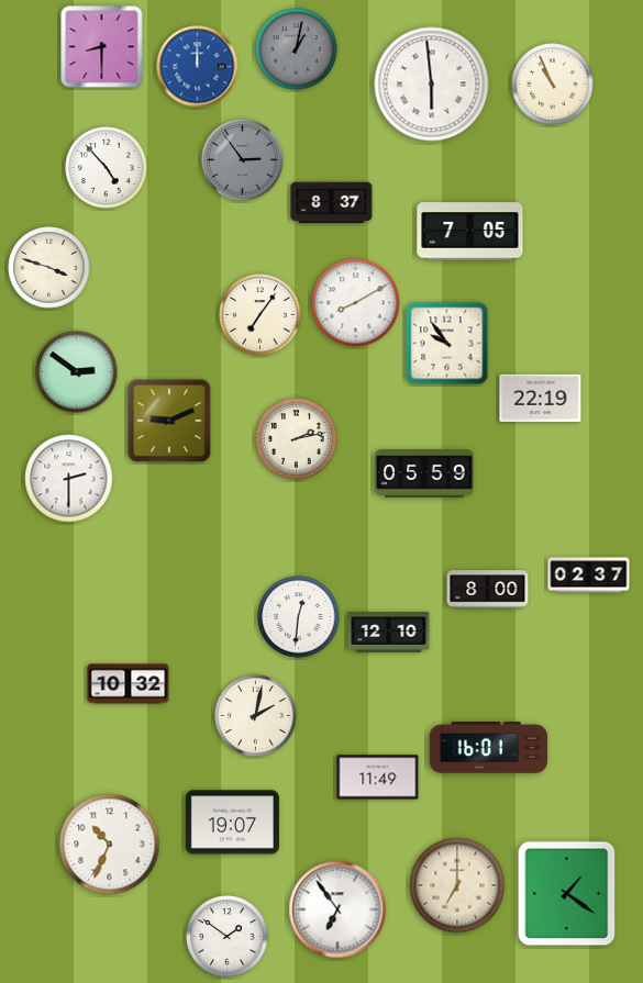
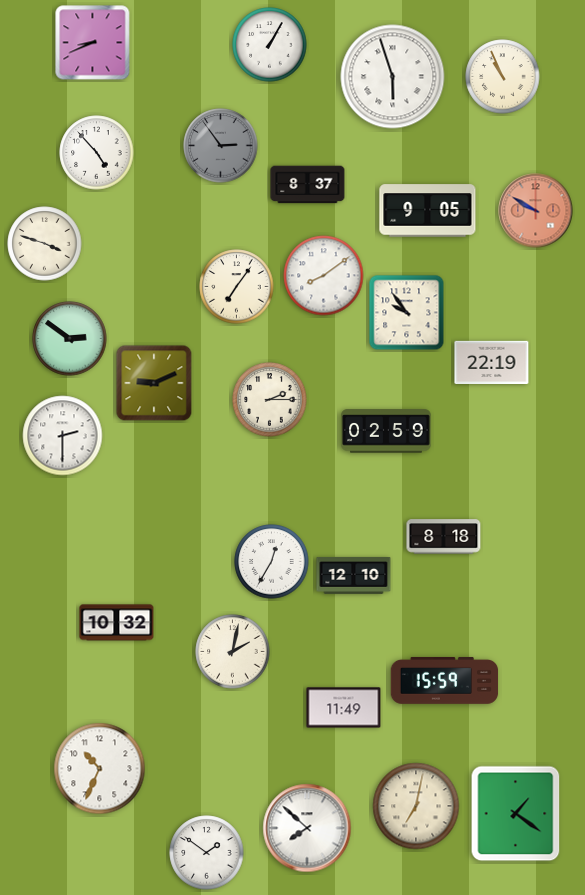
clock at (102, 47): 8:30 -> 8:41
clock at (297, 49): 1:02 -> 1:05
clock at (297, 49) dial: grey -> white
clock at (198, 67): 12:00 -> none
clock at (432, 85): 5:59 -> 5:57
clock at (332, 203) position: (332, 203) -> (308, 185)
clock at (470, 232): 7:05 -> 9:05
clock at (536, 211): none -> 9:50
clock at (356, 303): 8:10 -> 8:09
clock at (297, 439): 2:13 -> 2:15
clock at (424, 473): 05:59 -> 02:59
clock at (589, 576): 02:37 -> none
clock at (488, 590): 8:00 -> 8:18
clock at (299, 617): 12:31 -> 12:35
clock at (489, 747): 16:01 -> 15:59
clock at (232, 823): 19:07 -> none
clock at (457, 885): 7:00 -> 7:02
clock at (337, 909): 6:54 -> 7:52
